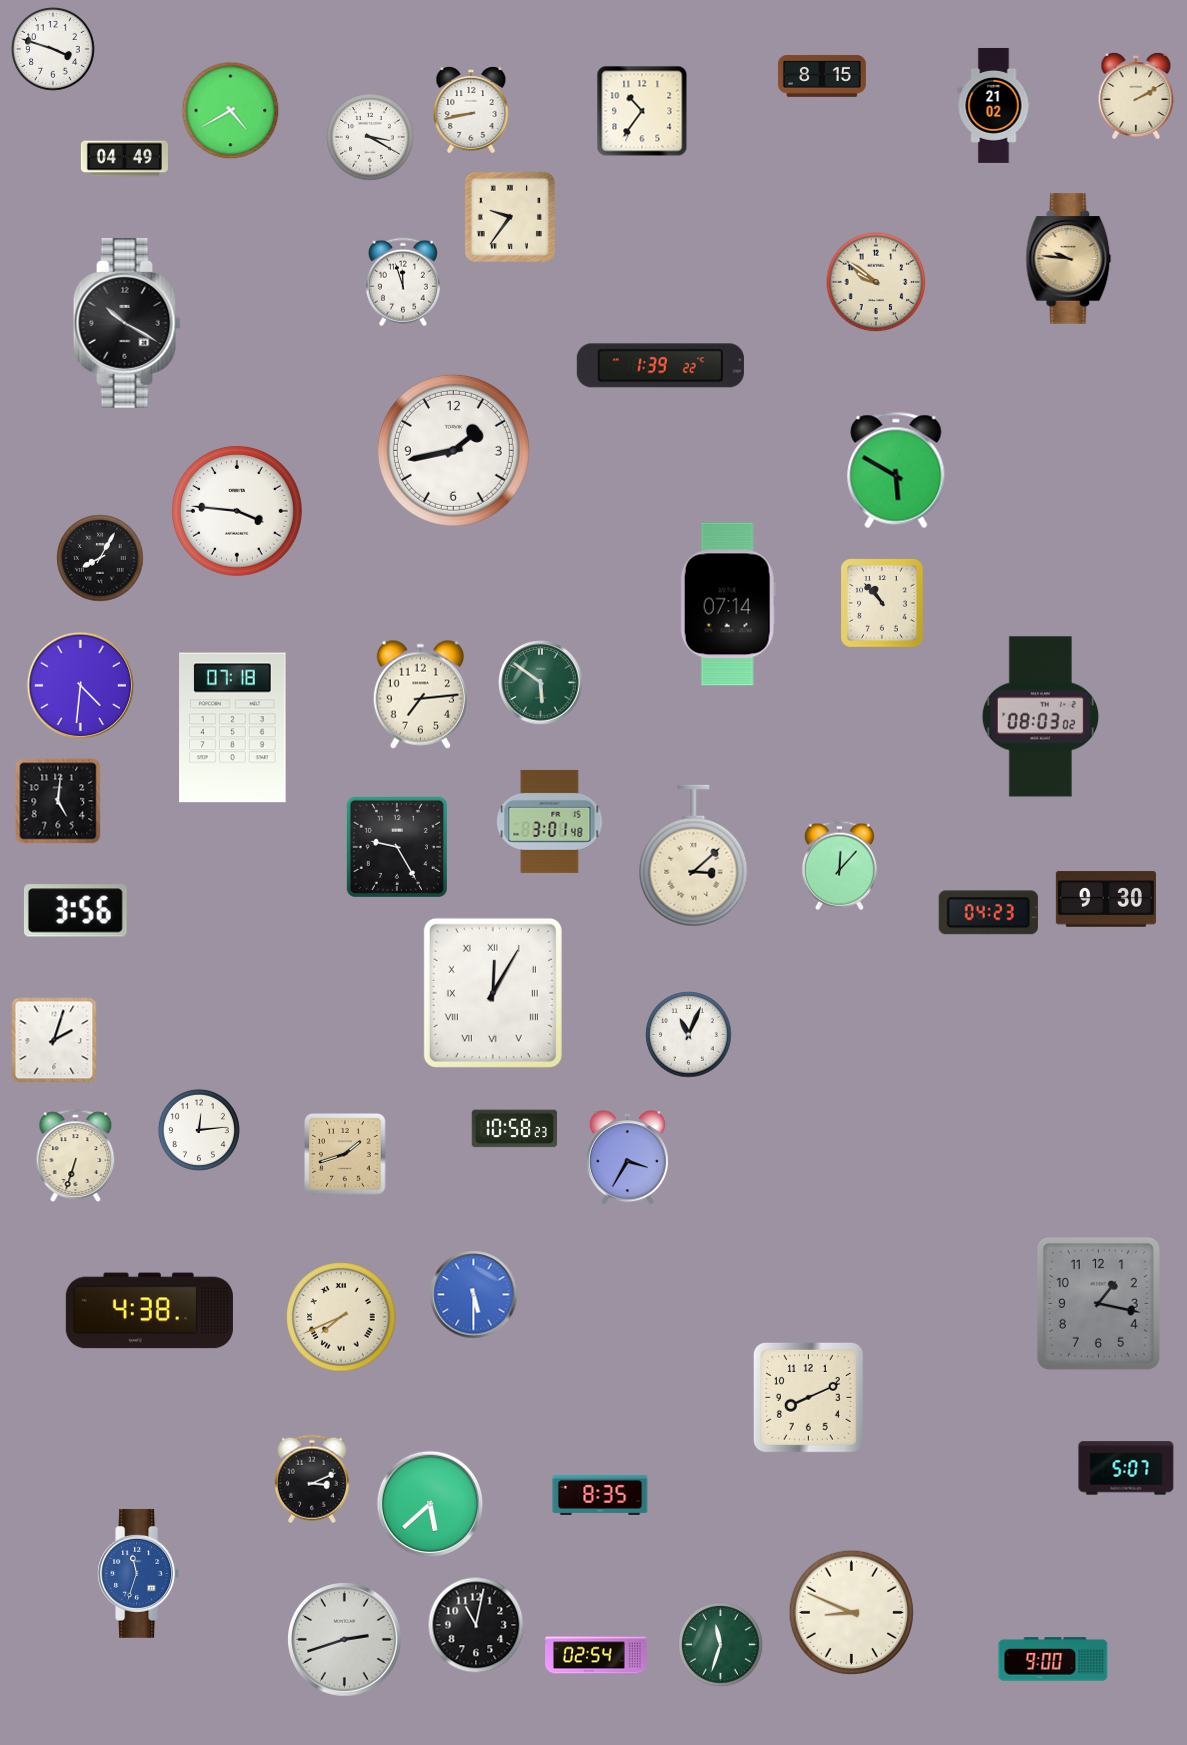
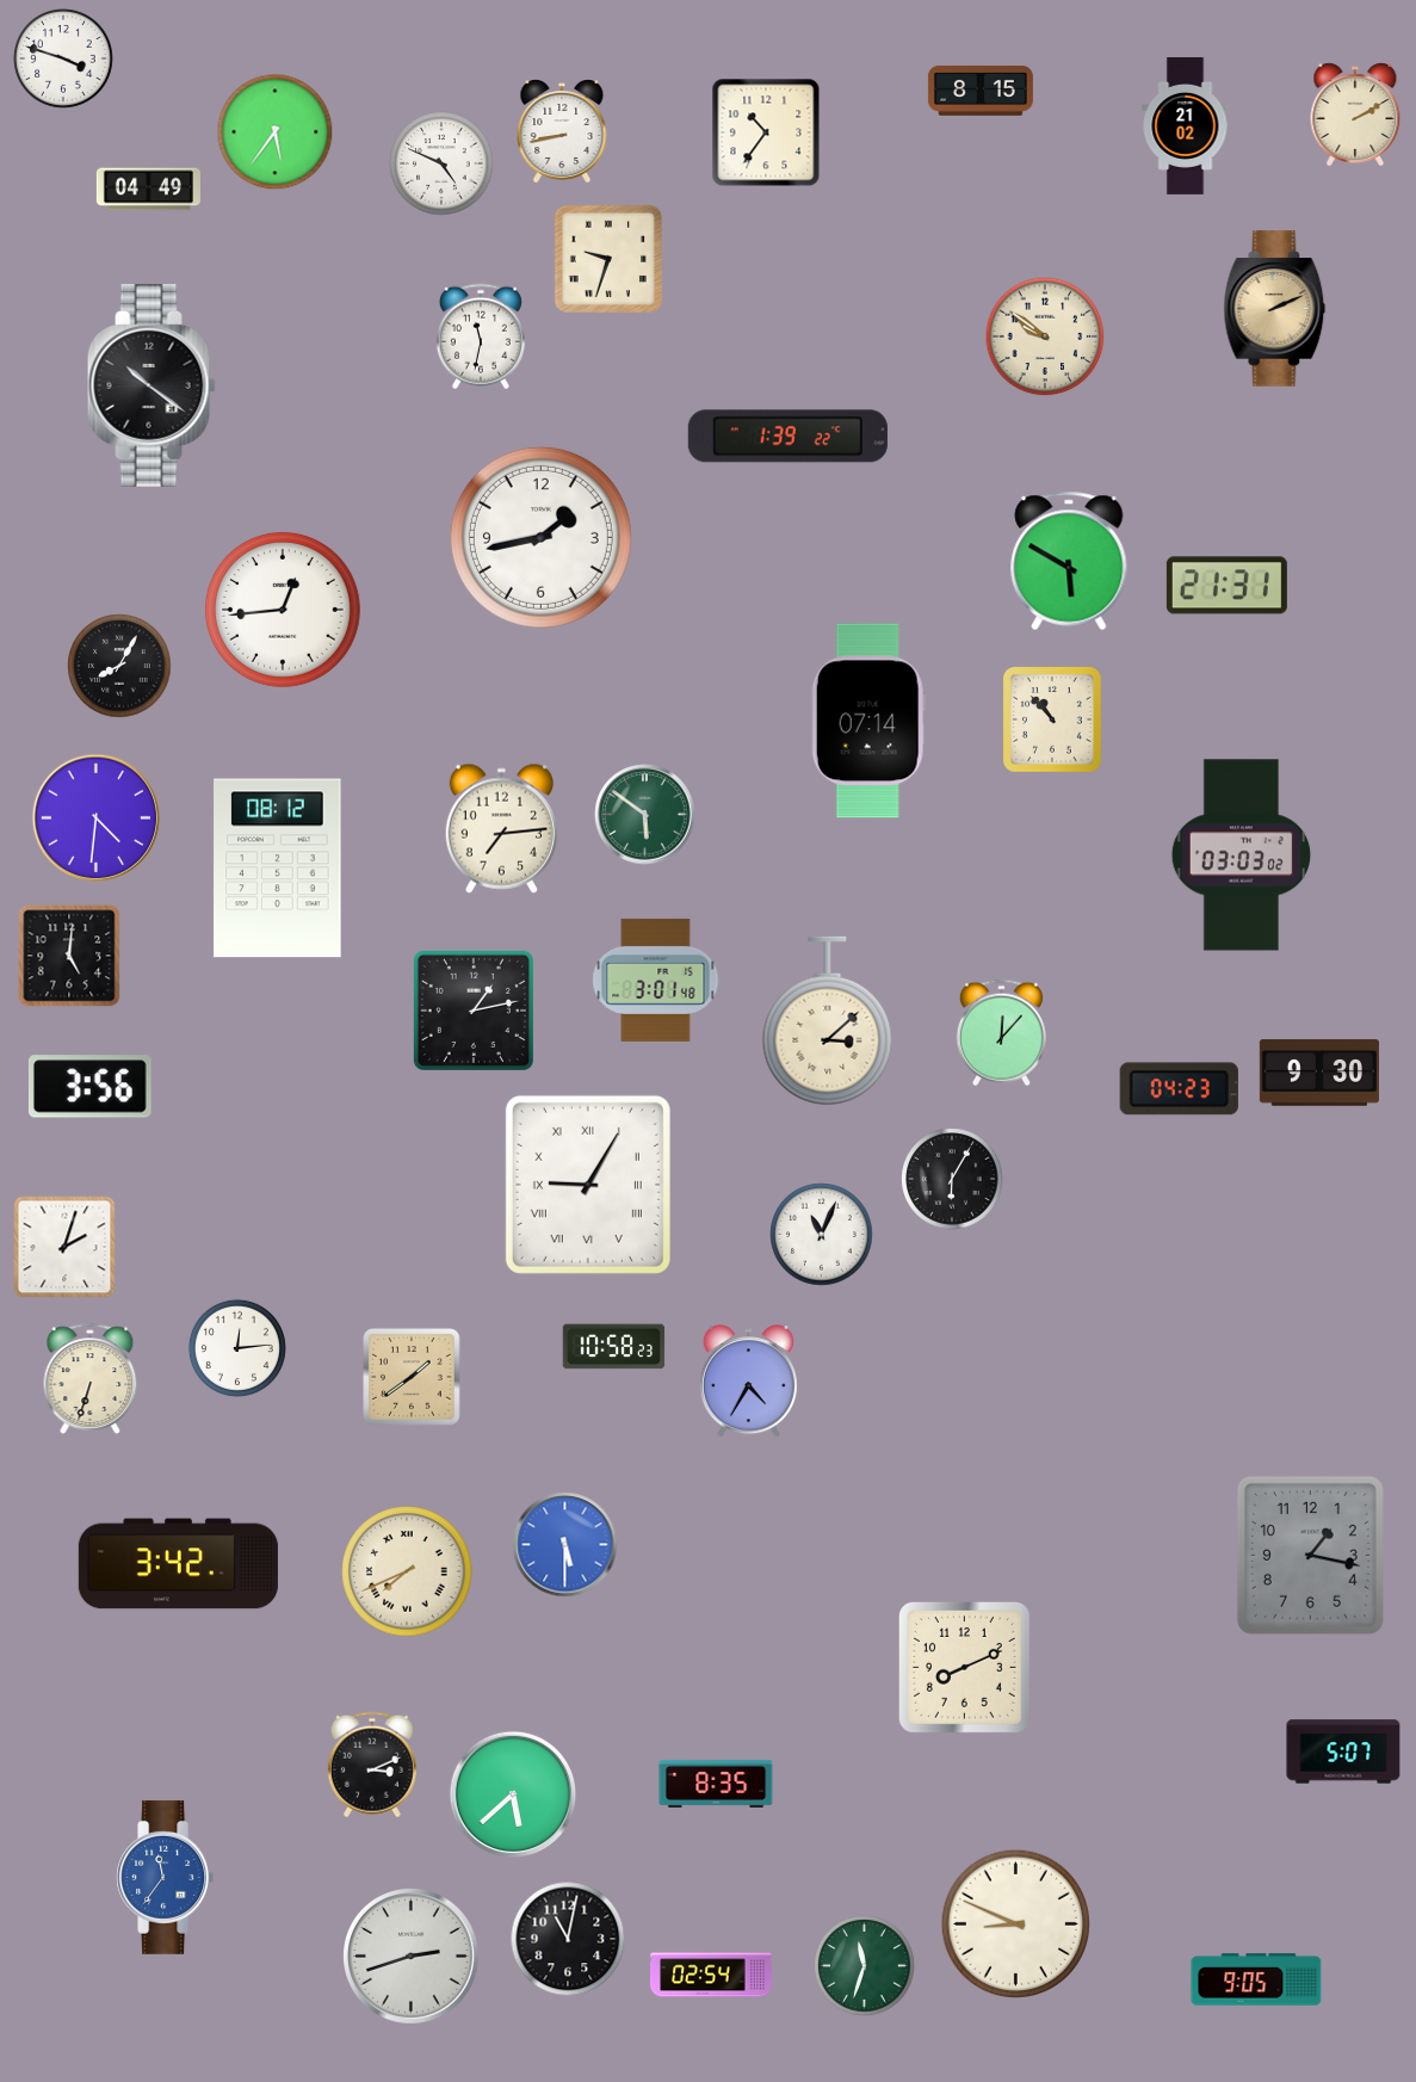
clock at (231, 111): 4:40 -> 5:36
clock at (370, 137): 3:20 -> 4:49
clock at (509, 216): 9:36 -> 9:33
clock at (1069, 259): 9:46 -> 2:11
clock at (403, 282): 11:57 -> 11:32
clock at (127, 323): 10:20 -> 10:21
clock at (1226, 586): none -> 21:31
clock at (237, 511): 3:46 -> 12:44
clock at (1040, 717): 08:03 -> 03:03
clock at (233, 728): 07:18 -> 08:12
clock at (397, 847): 9:25 -> 1:13
clock at (952, 1179): none -> 6:05
clock at (493, 993): 12:05 -> 9:05
clock at (54, 1040) position: (54, 1040) -> (64, 1247)
clock at (345, 1154): 1:42 -> 1:39
clock at (627, 1158): 3:35 -> 4:35
clock at (149, 1311): 4:38 -> 3:42
clock at (139, 1573): 11:33 -> 11:36
clock at (721, 1645) position: (721, 1645) -> (865, 1966)
clock at (1053, 1659): 9:00 -> 9:05
